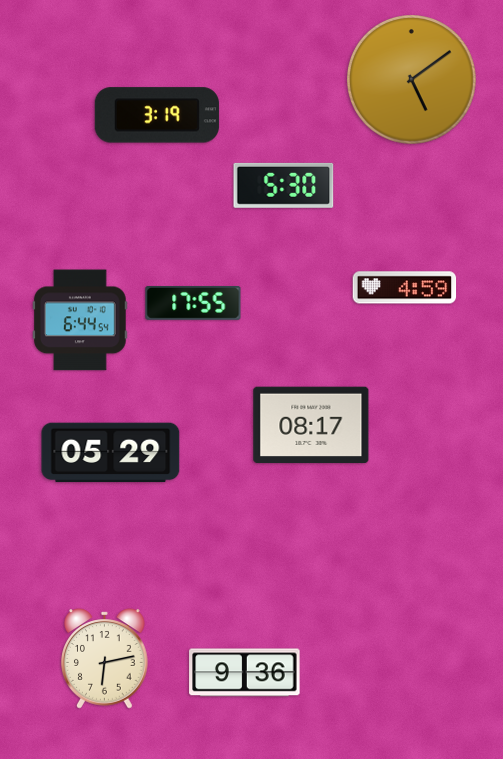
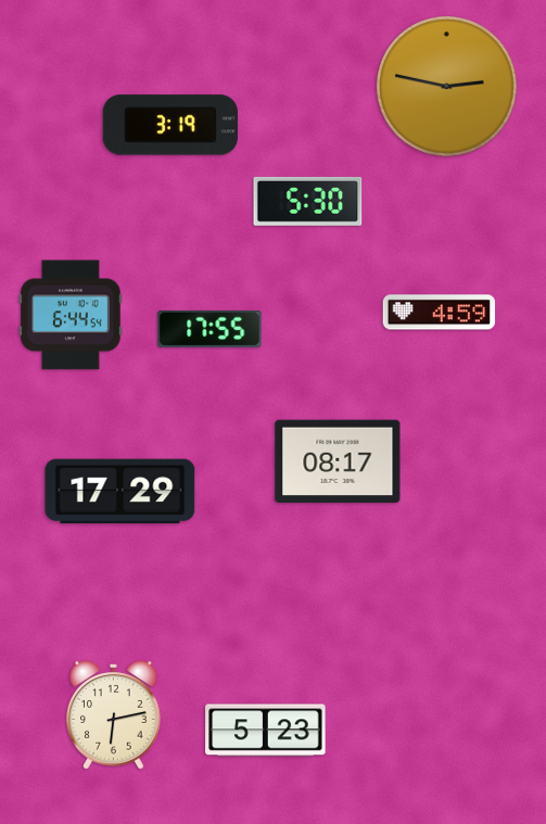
clock at (412, 80): 5:09 -> 2:47
clock at (81, 320) position: (81, 320) -> (72, 315)
clock at (111, 453): 05:29 -> 17:29
clock at (245, 673): 9:36 -> 5:23
